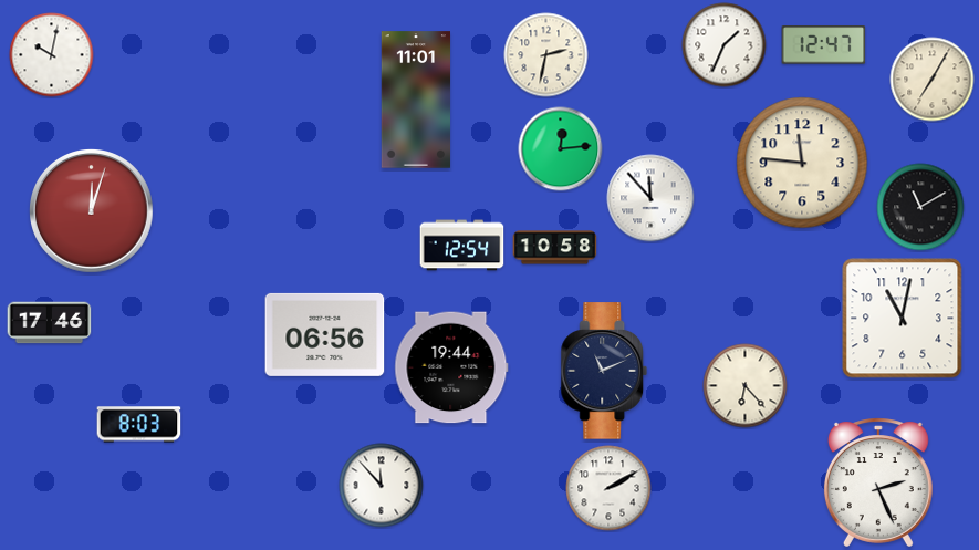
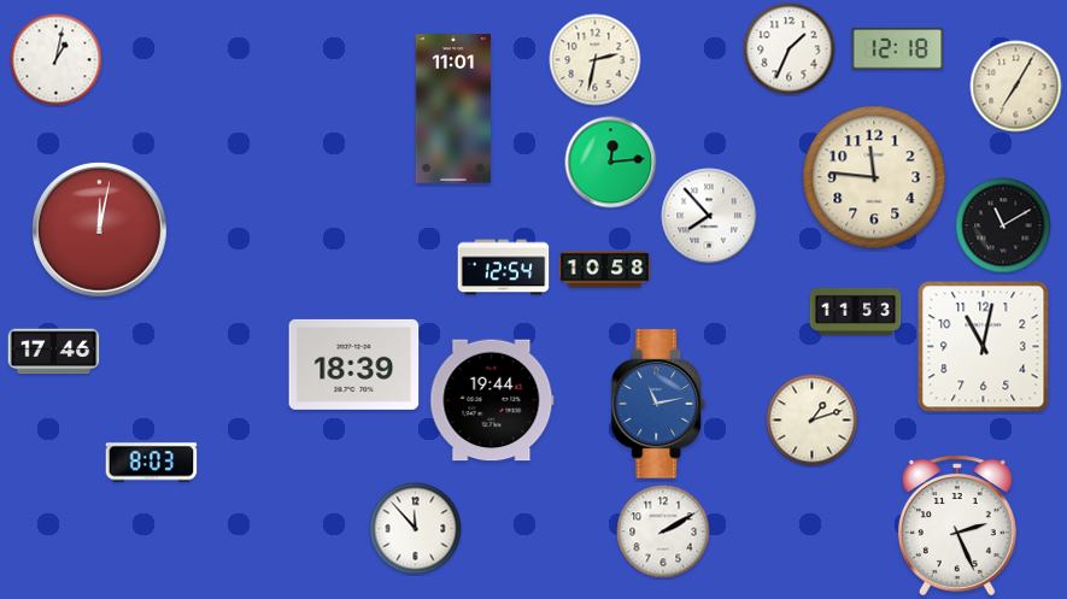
clock at (824, 45): 12:47 -> 12:18
clock at (52, 55): 10:02 -> 1:02
clock at (650, 198): 11:53 -> 7:53
clock at (92, 211): 12:03 -> 12:02
clock at (856, 311): none -> 11:53
clock at (325, 334): 06:56 -> 18:39
clock at (604, 371): 11:11 -> 11:13
clock at (604, 371) dial: navy -> blue
clock at (746, 386): 6:23 -> 1:12
